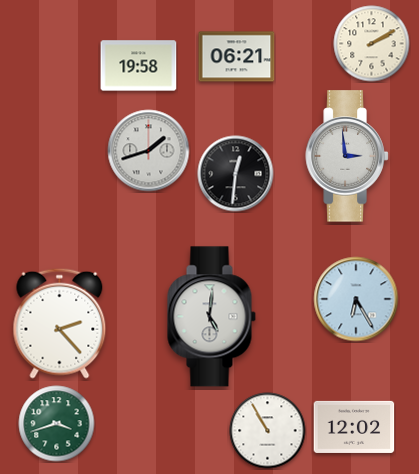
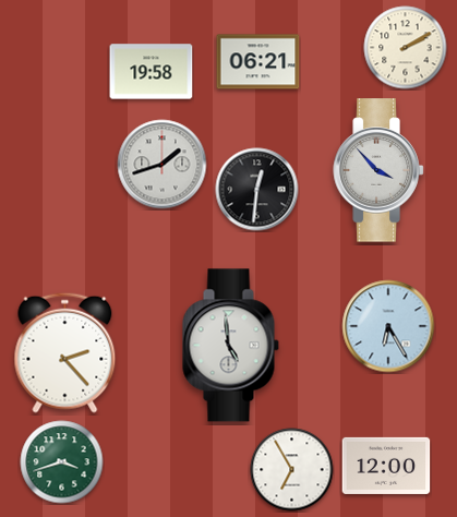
clock at (347, 156): 2:59 -> 3:53
clock at (211, 317): 5:01 -> 4:59
clock at (354, 427): 12:02 -> 12:00
clock at (268, 431): 10:55 -> 6:55
